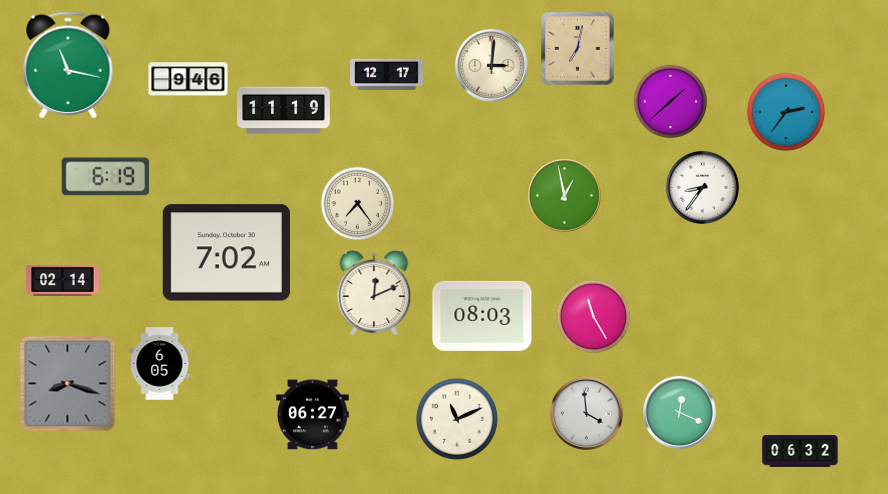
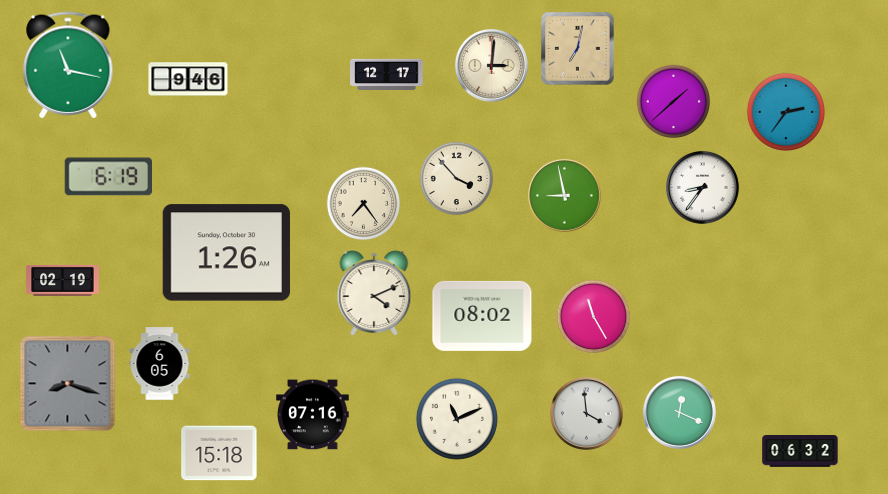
clock at (671, 102) position: (671, 102) -> (674, 102)
clock at (284, 111): 11:19 -> none
clock at (105, 177) position: (105, 177) -> (108, 177)
clock at (457, 179): none -> 3:53
clock at (564, 195): 12:58 -> 8:58
clock at (358, 204) position: (358, 204) -> (364, 204)
clock at (226, 253): 7:02 -> 1:26
clock at (63, 280): 02:14 -> 02:19
clock at (374, 293): 12:11 -> 4:11
clock at (482, 316): 08:03 -> 08:02
clock at (313, 415): 06:27 -> 07:16
clock at (219, 453): none -> 15:18
